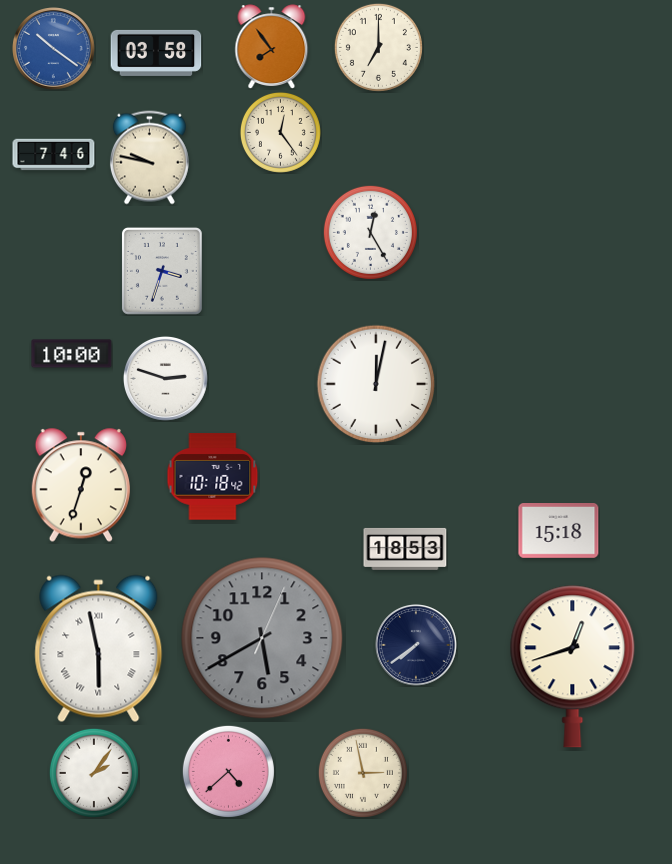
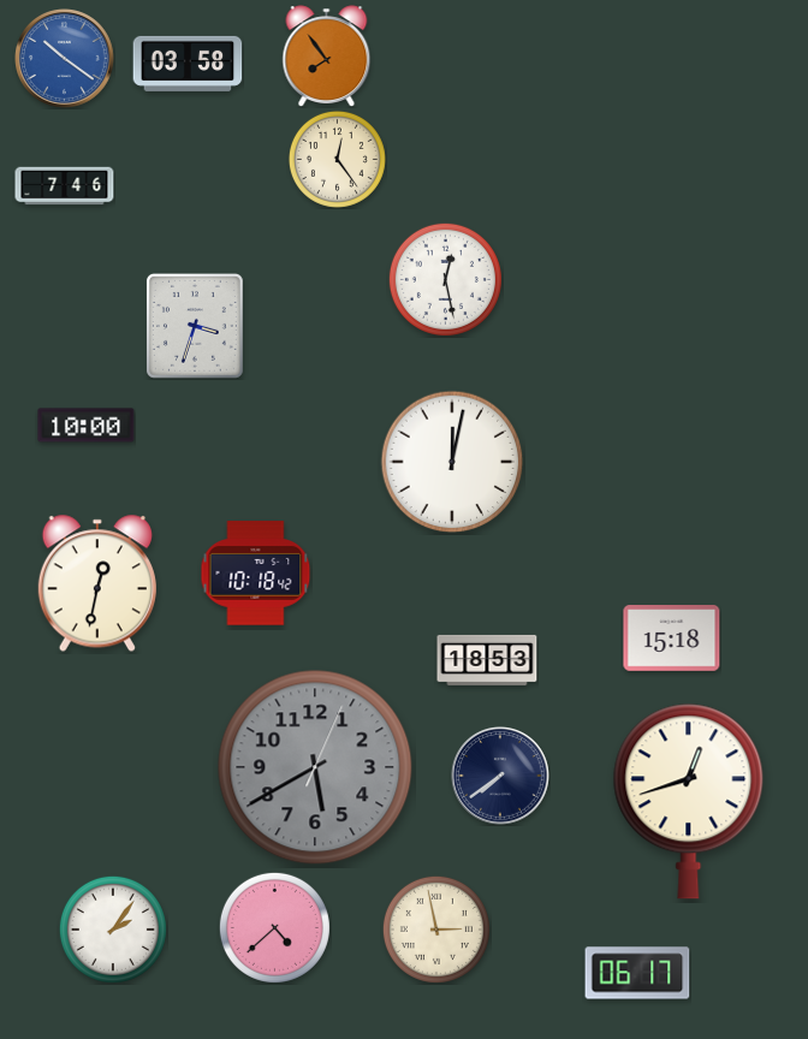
clock at (378, 47): 7:00 -> none
clock at (149, 158): 9:47 -> none
clock at (370, 232): 12:25 -> 12:28
clock at (165, 378): 2:48 -> none
clock at (81, 485): 12:33 -> 12:32
clock at (99, 649): 5:58 -> none
clock at (637, 973): none -> 06:17
